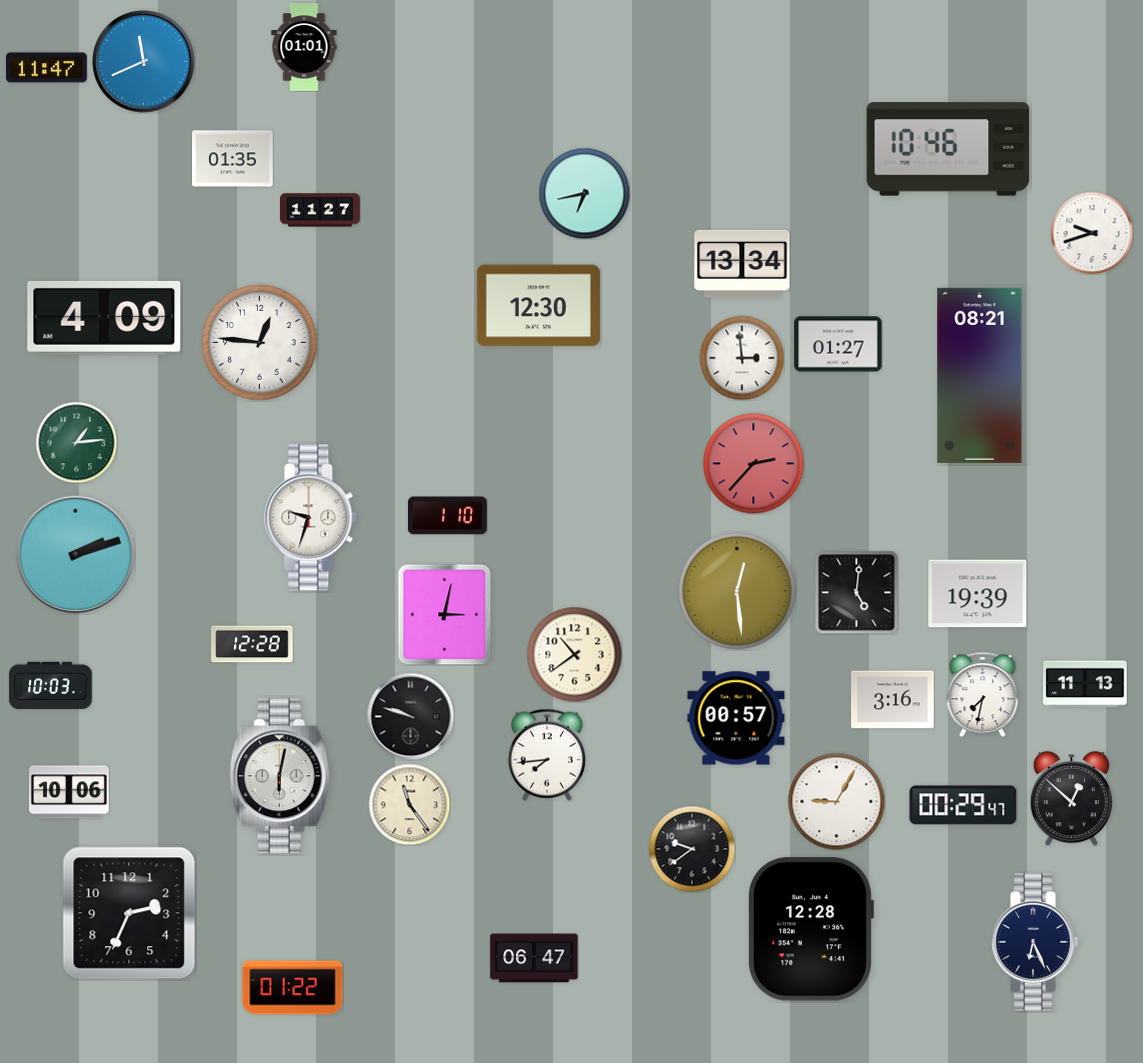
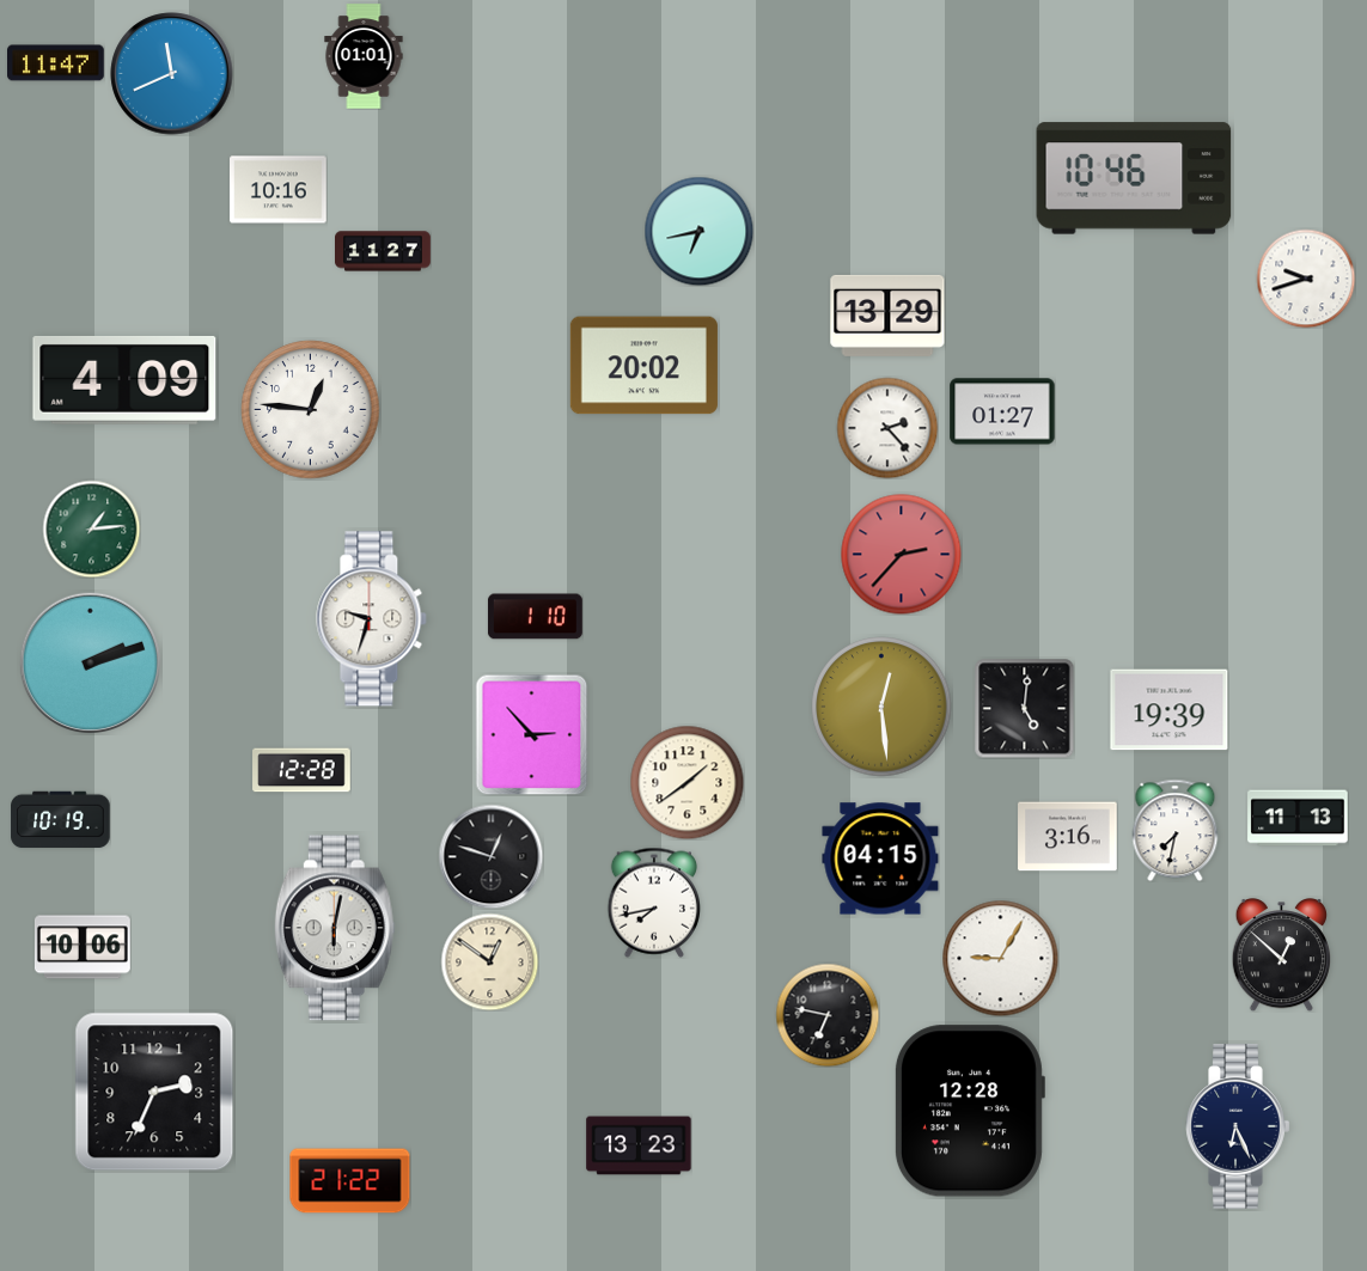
clock at (47, 68) position: (47, 68) -> (56, 63)
clock at (233, 159): 01:35 -> 10:16
clock at (742, 264): 13:34 -> 13:29
clock at (538, 306): 12:30 -> 20:02
clock at (742, 358): 2:59 -> 2:23
clock at (980, 375): 08:21 -> none
clock at (445, 614): 3:02 -> 2:53
clock at (574, 654): 10:39 -> 1:39
clock at (51, 686): 10:03 -> 10:19
clock at (410, 716): 9:48 -> 12:48
clock at (736, 718): 00:57 -> 04:15
clock at (546, 755): 7:44 -> 7:43
clock at (409, 804): 11:24 -> 12:51
clock at (963, 805): 00:29 -> none
clock at (692, 849): 9:39 -> 6:47
clock at (534, 958): 06:47 -> 13:23
clock at (293, 988): 01:22 -> 21:22
